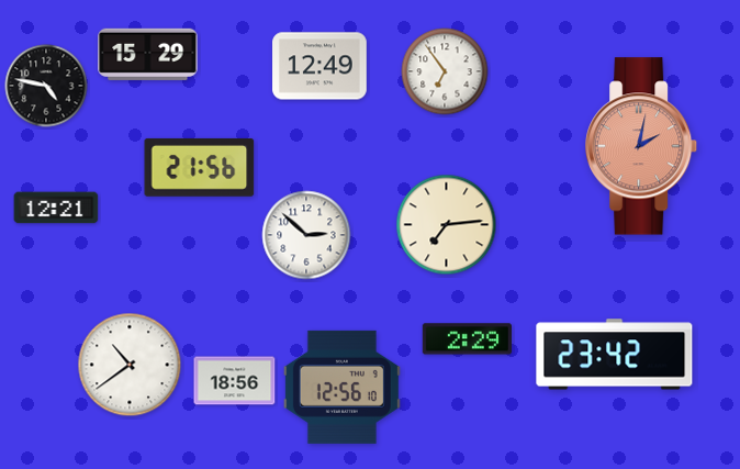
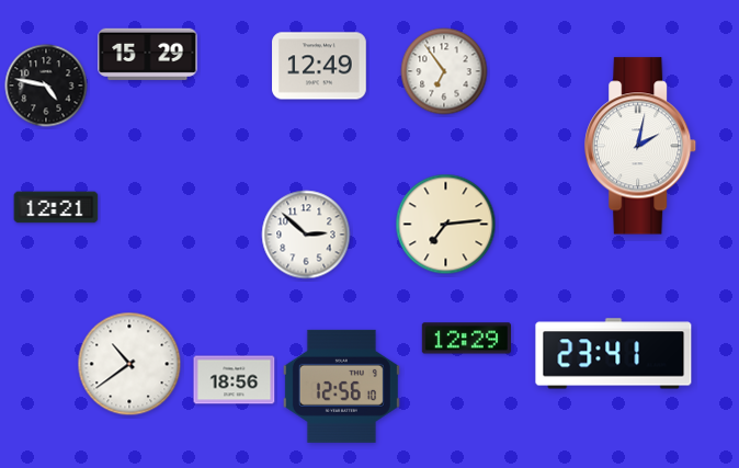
clock at (642, 146) dial: salmon -> white
clock at (200, 167): 21:56 -> none
clock at (467, 339): 2:29 -> 12:29
clock at (615, 355): 23:42 -> 23:41
